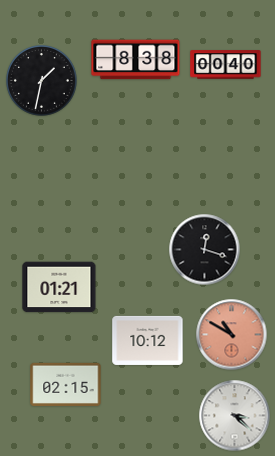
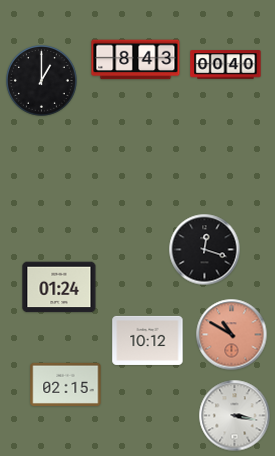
clock at (136, 60): 8:38 -> 8:43
clock at (42, 81): 1:32 -> 1:00
clock at (59, 287): 01:21 -> 01:24
clock at (235, 416): 3:22 -> 3:17
